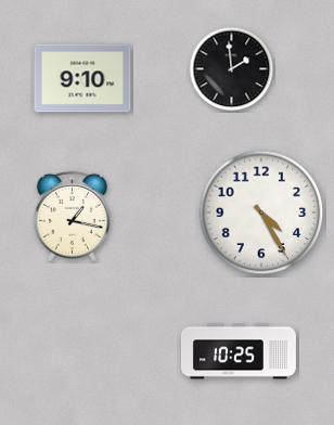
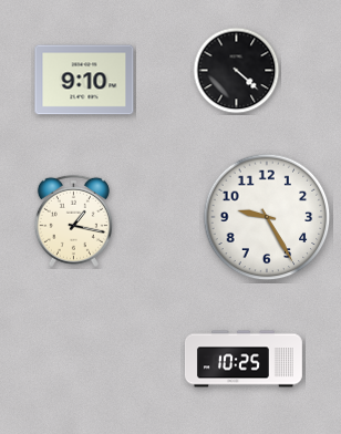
clock at (232, 69): 1:59 -> 4:22
clock at (261, 212): 4:25 -> 9:25
